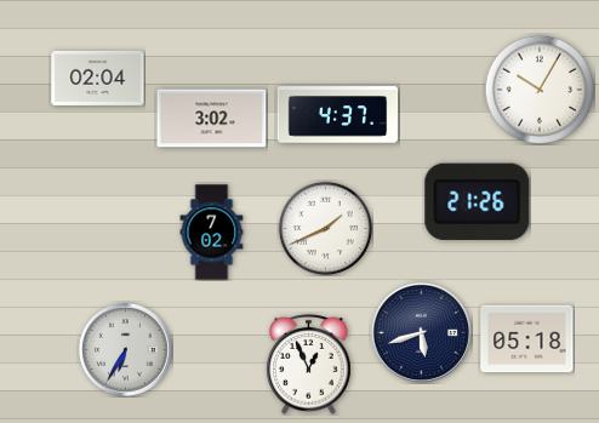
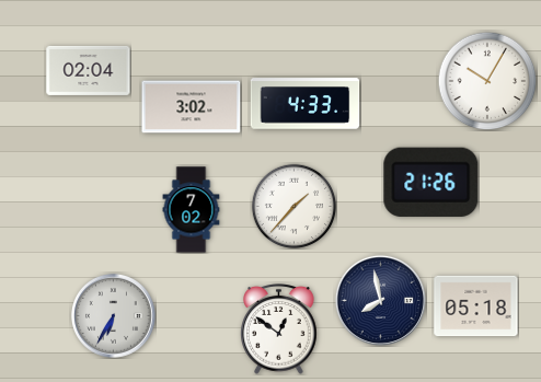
clock at (338, 115): 4:37 -> 4:33
clock at (325, 228): 1:41 -> 1:37
clock at (421, 332): 5:42 -> 7:58
clock at (309, 365): 12:56 -> 12:51
